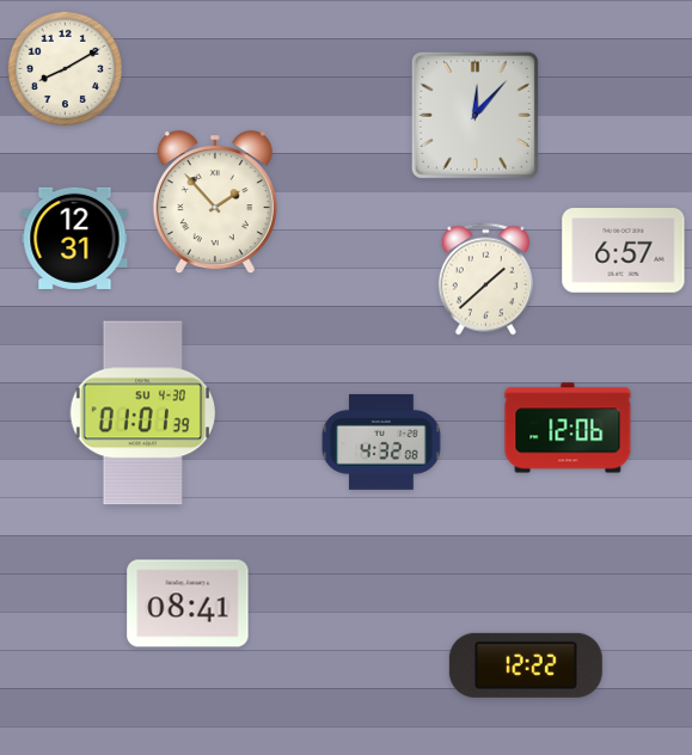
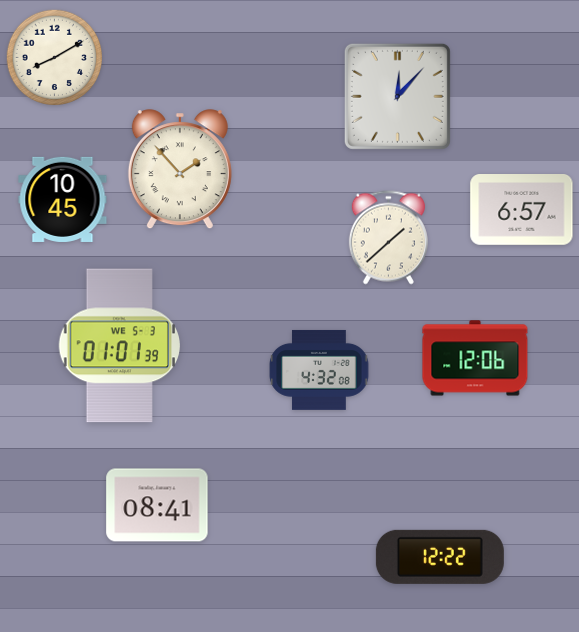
clock at (75, 238): 12:31 -> 10:45
clock at (485, 280) position: (485, 280) -> (388, 238)
clock at (142, 413) date: SU 4-30 -> WE 5-3
